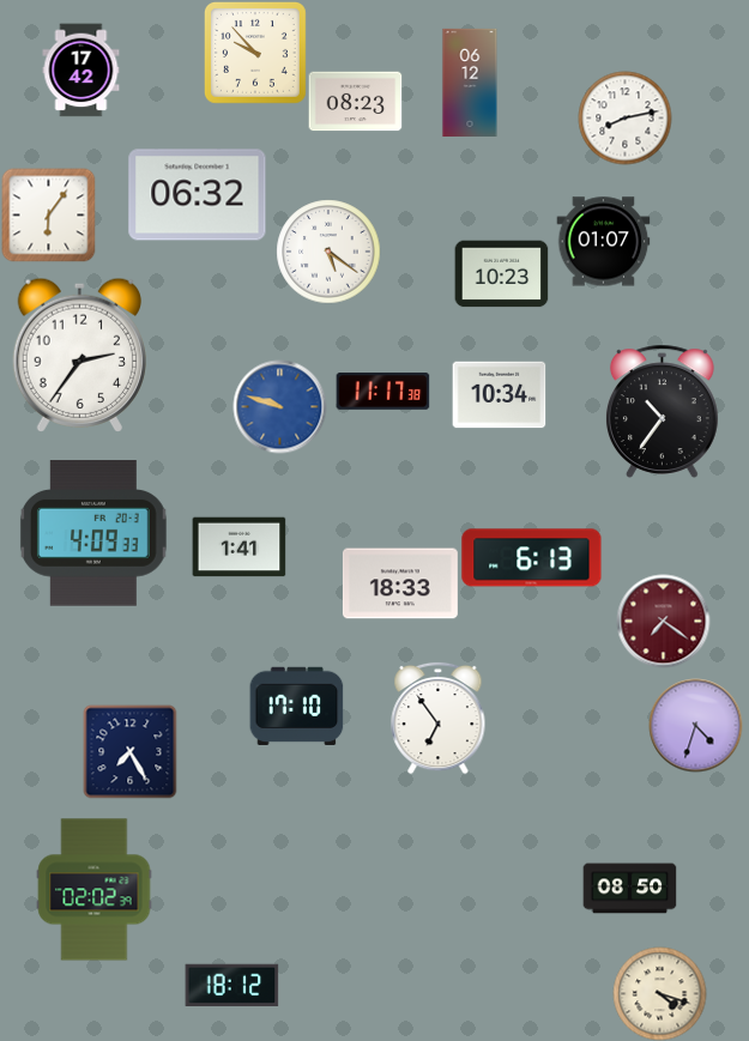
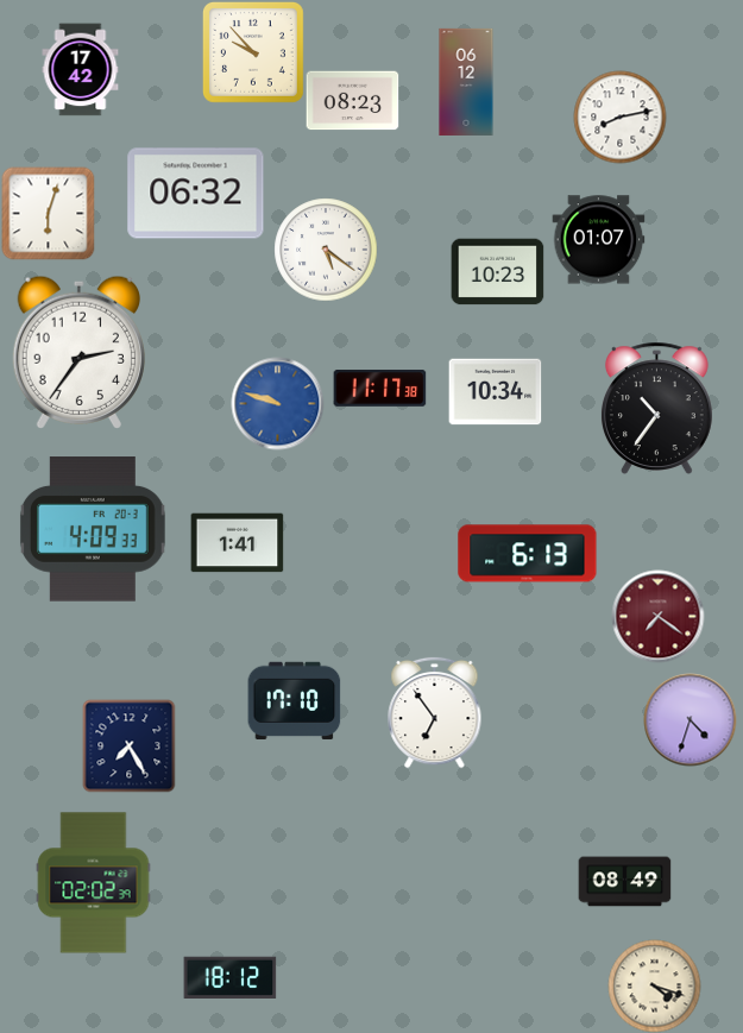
clock at (48, 214): 6:06 -> 6:03
clock at (400, 583): 18:33 -> none
clock at (629, 889): 08:50 -> 08:49
